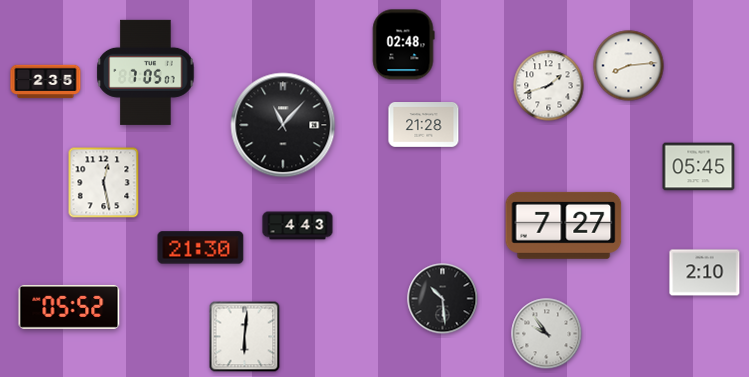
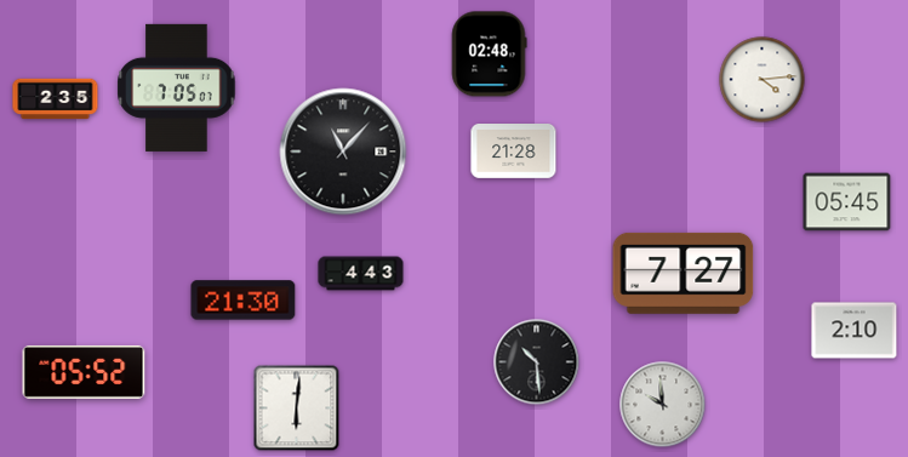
clock at (629, 66): 8:14 -> 4:14
clock at (549, 86): 1:42 -> none
clock at (104, 183): 12:28 -> none
clock at (547, 334): 9:54 -> 9:59
